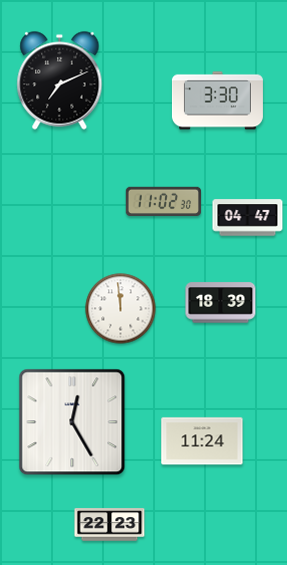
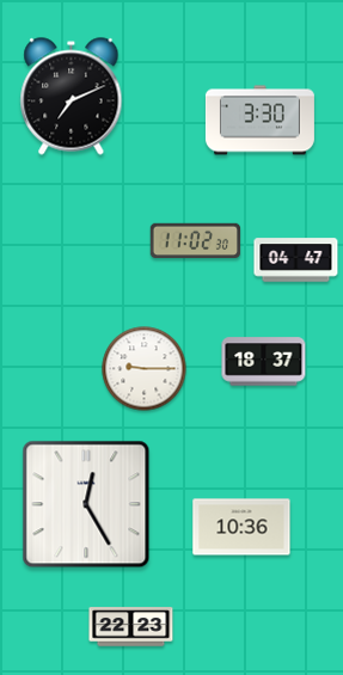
clock at (221, 303): 18:39 -> 18:37
clock at (121, 309): 11:59 -> 9:15
clock at (202, 441): 11:24 -> 10:36
